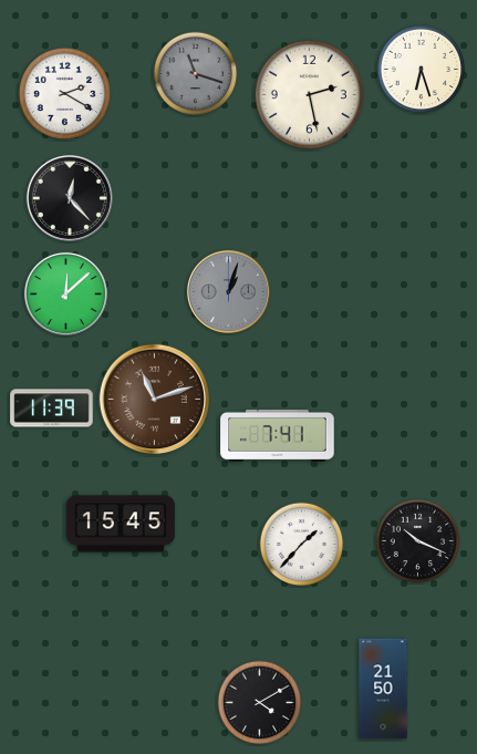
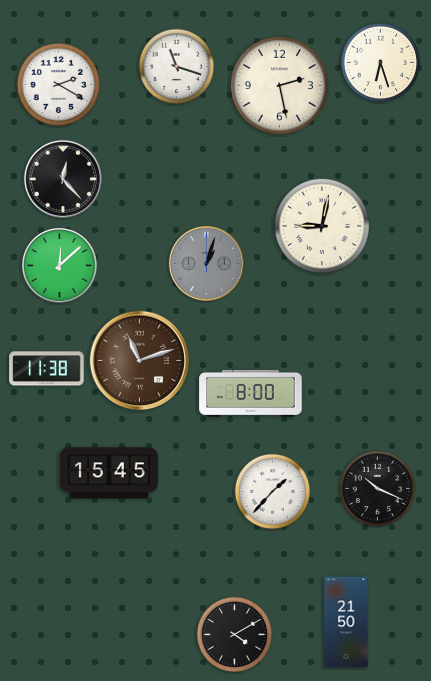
clock at (196, 74) dial: grey -> white
clock at (322, 226): none -> 9:02
clock at (52, 409): 11:39 -> 11:38
clock at (278, 435): 7:41 -> 8:00
